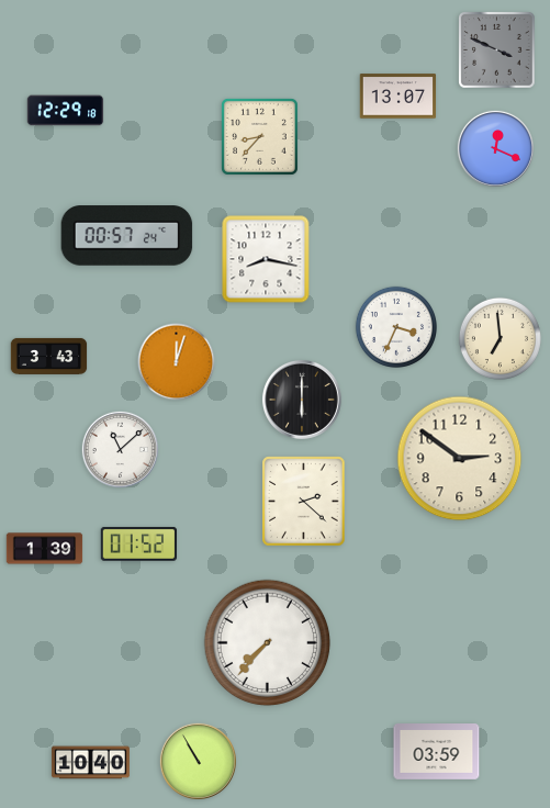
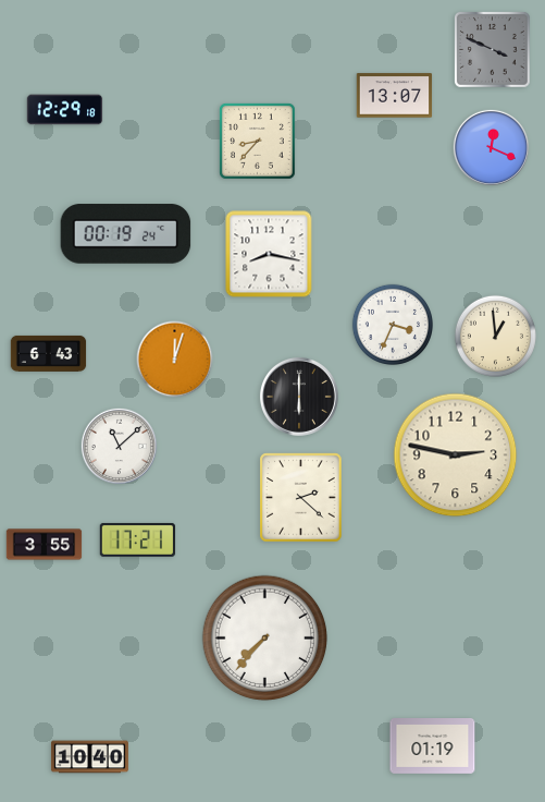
clock at (260, 137) position: (260, 137) -> (258, 142)
clock at (127, 236): 00:57 -> 00:19
clock at (266, 259) position: (266, 259) -> (269, 254)
clock at (500, 338): 6:59 -> 12:59
clock at (49, 356): 3:43 -> 6:43
clock at (460, 459): 2:51 -> 2:47
clock at (139, 545): 01:52 -> 17:21
clock at (45, 549): 1:39 -> 3:55
clock at (437, 752): 03:59 -> 01:19
clock at (198, 761): 10:55 -> none
